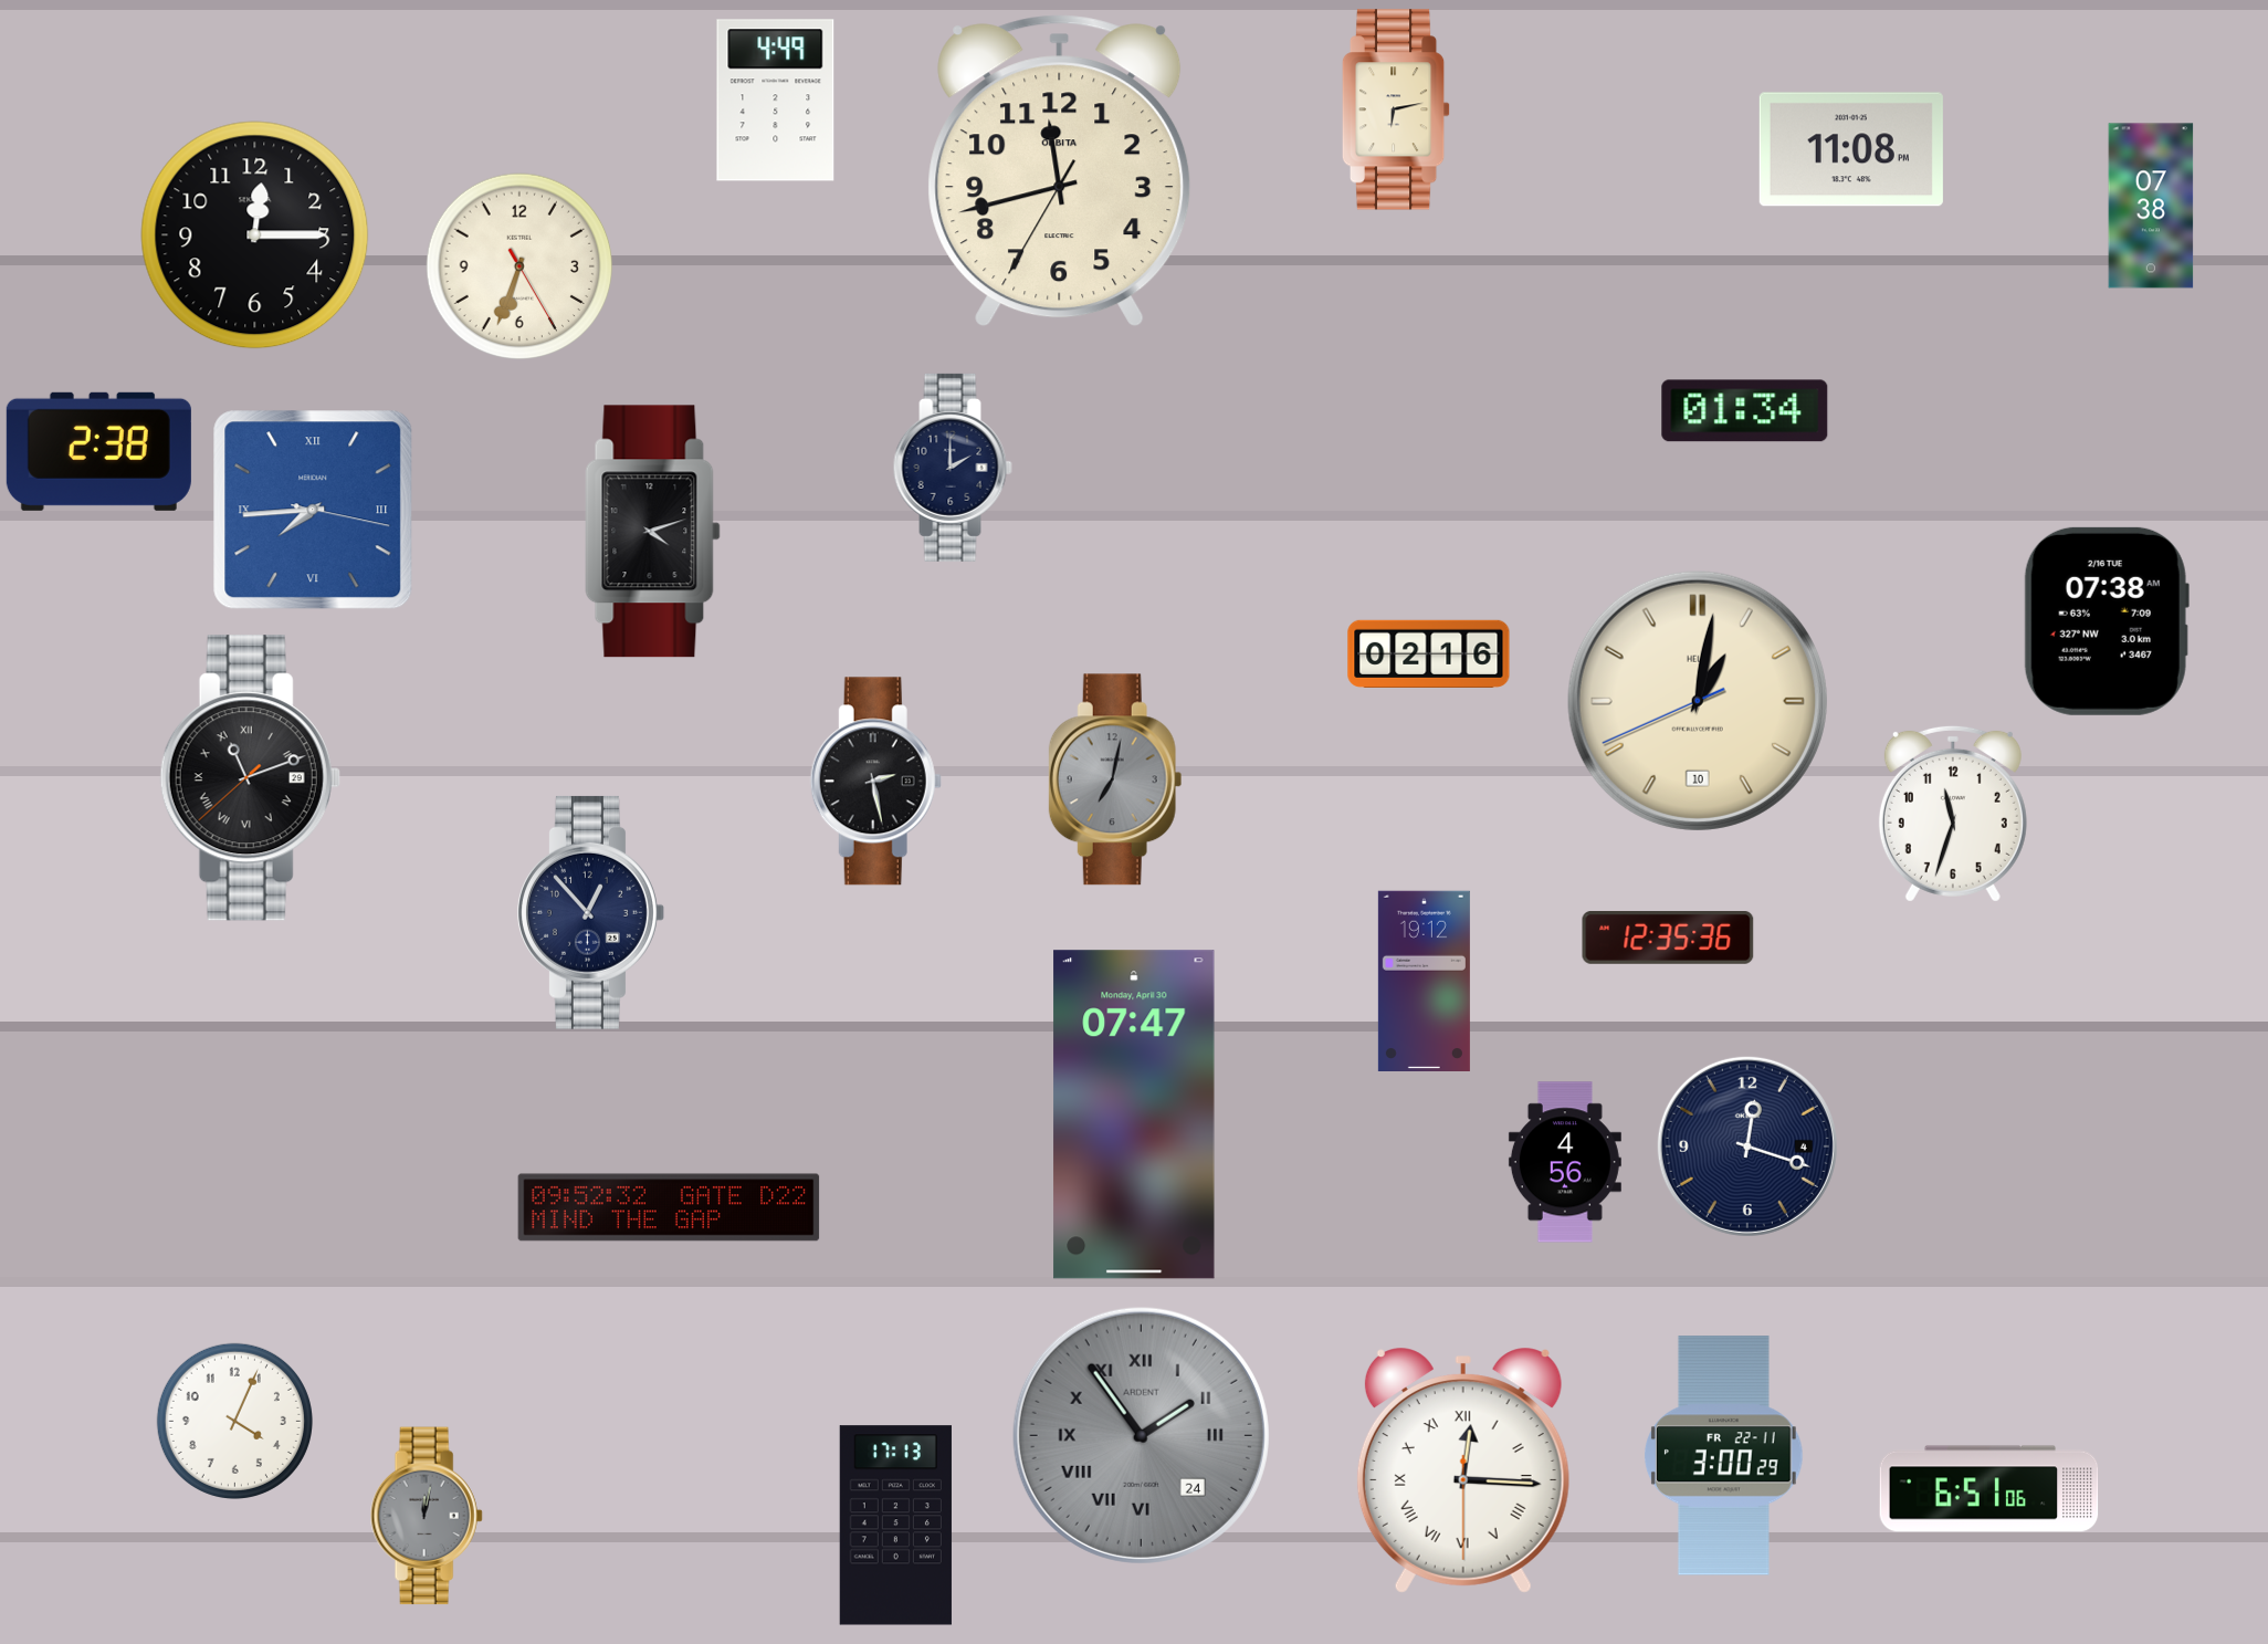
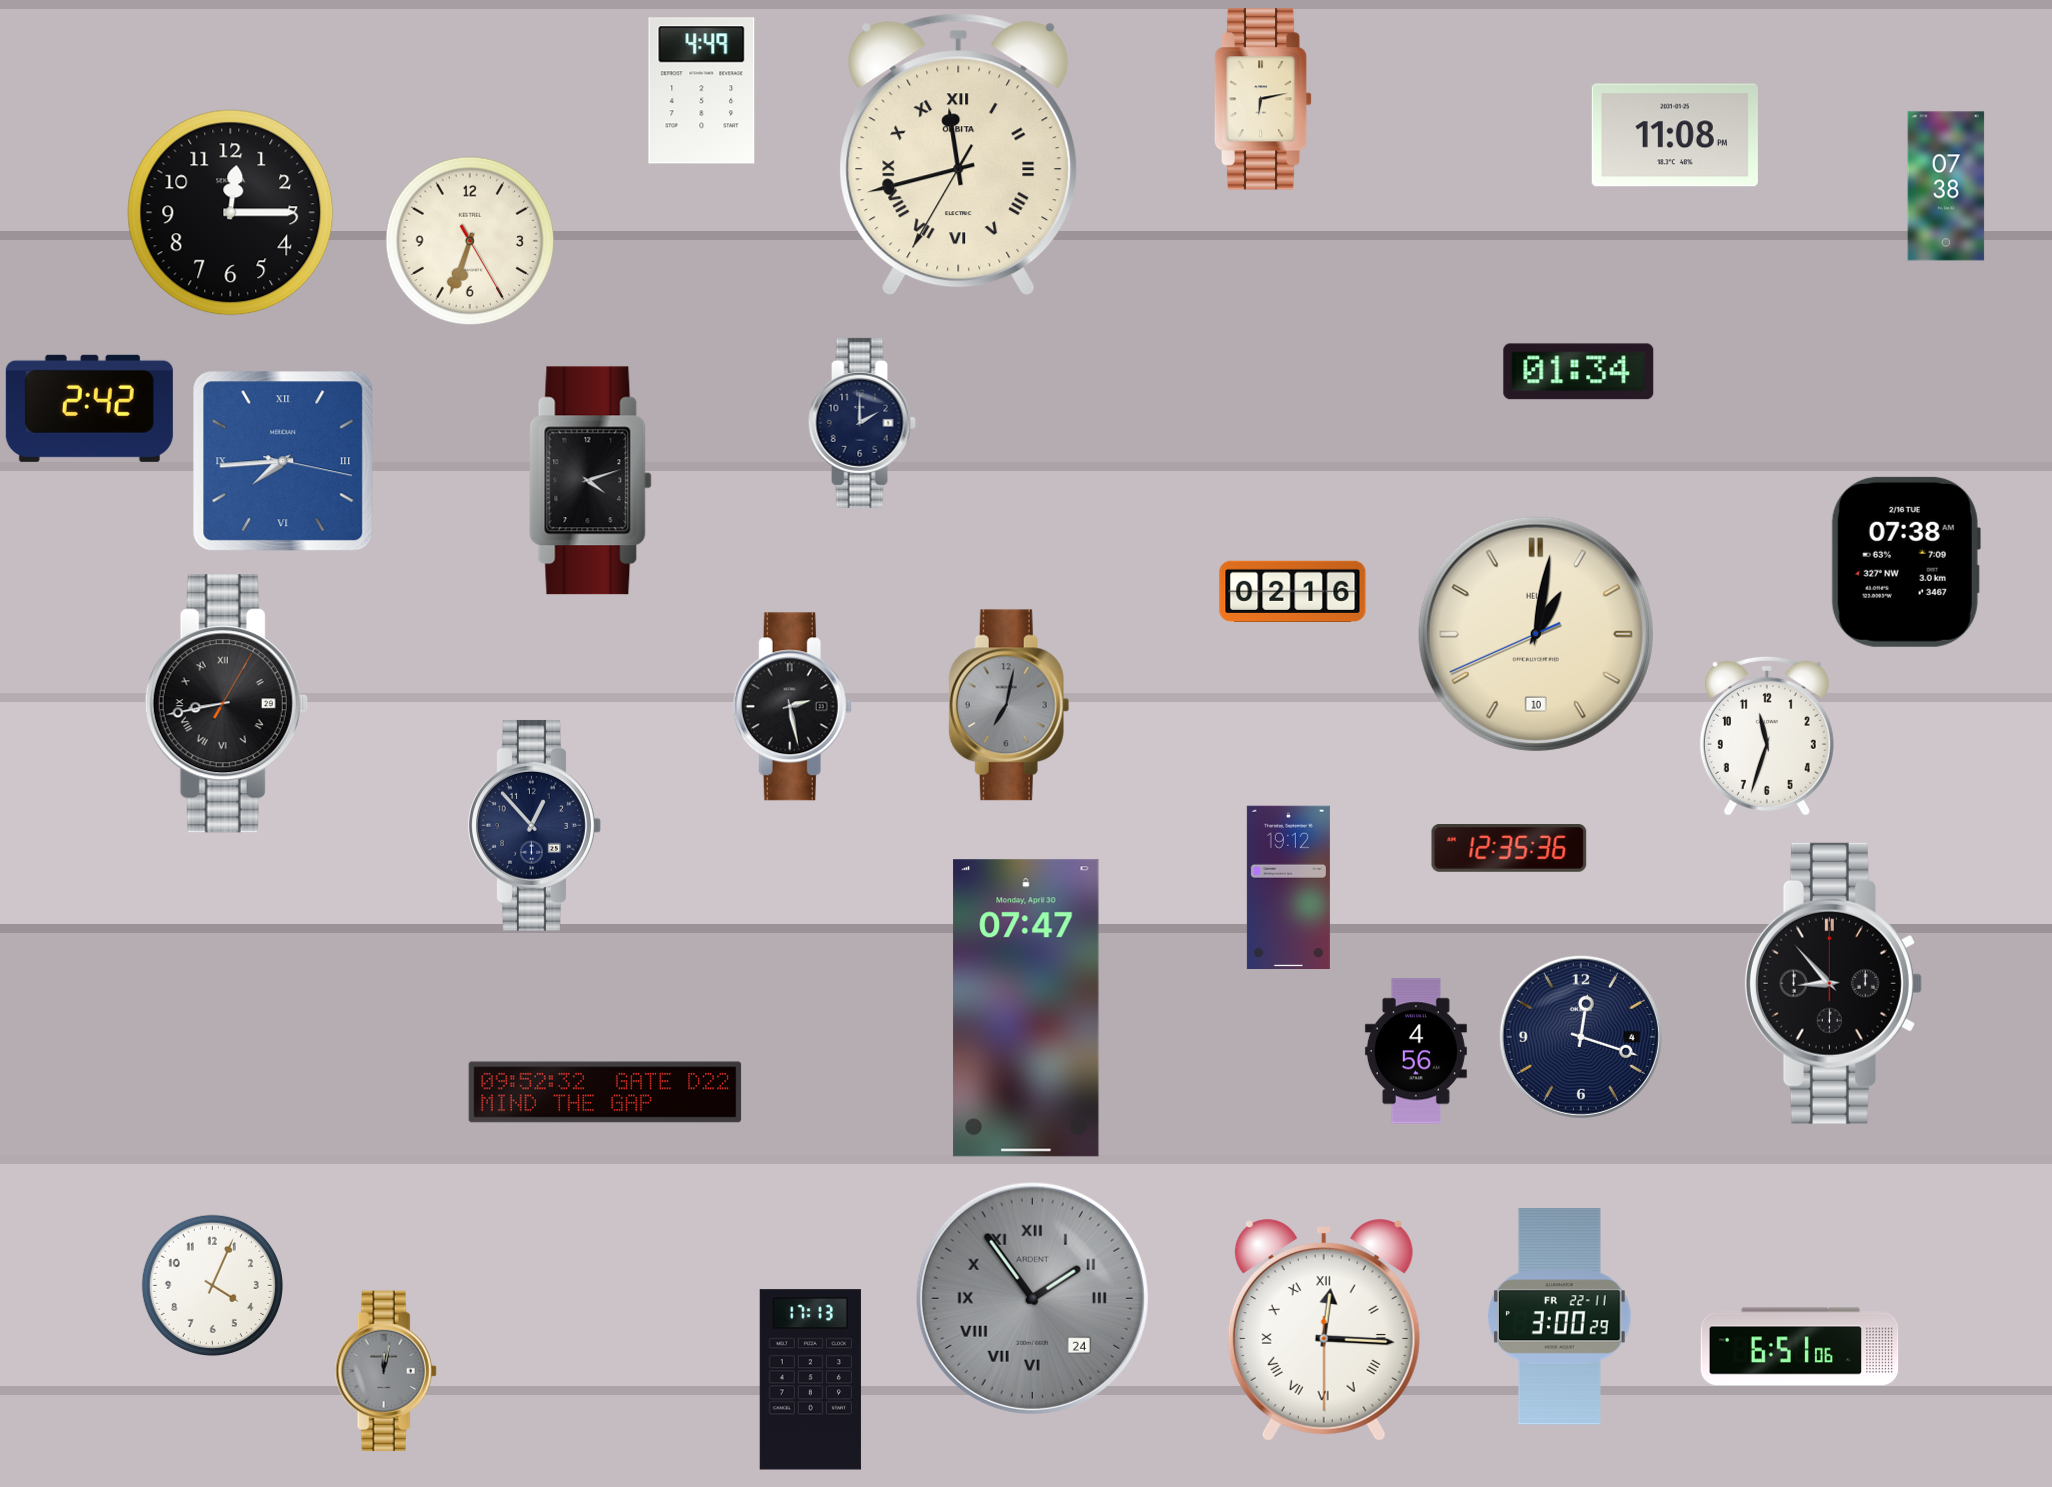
clock at (1060, 171) numerals: Arabic -> Roman
clock at (98, 451): 2:38 -> 2:42
clock at (250, 778): 11:11 -> 8:43
clock at (1833, 983): none -> 8:53
